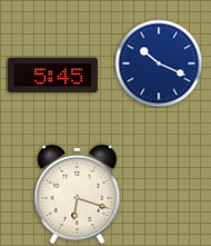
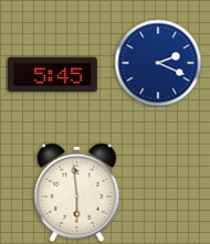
clock at (159, 63): 10:19 -> 2:19
clock at (78, 194): 6:18 -> 5:59
